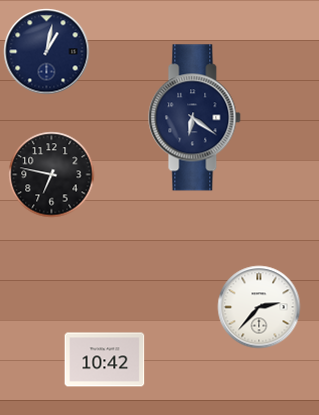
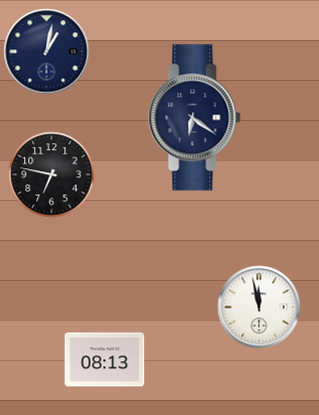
clock at (259, 307): 2:37 -> 11:58
clock at (105, 360): 10:42 -> 08:13
